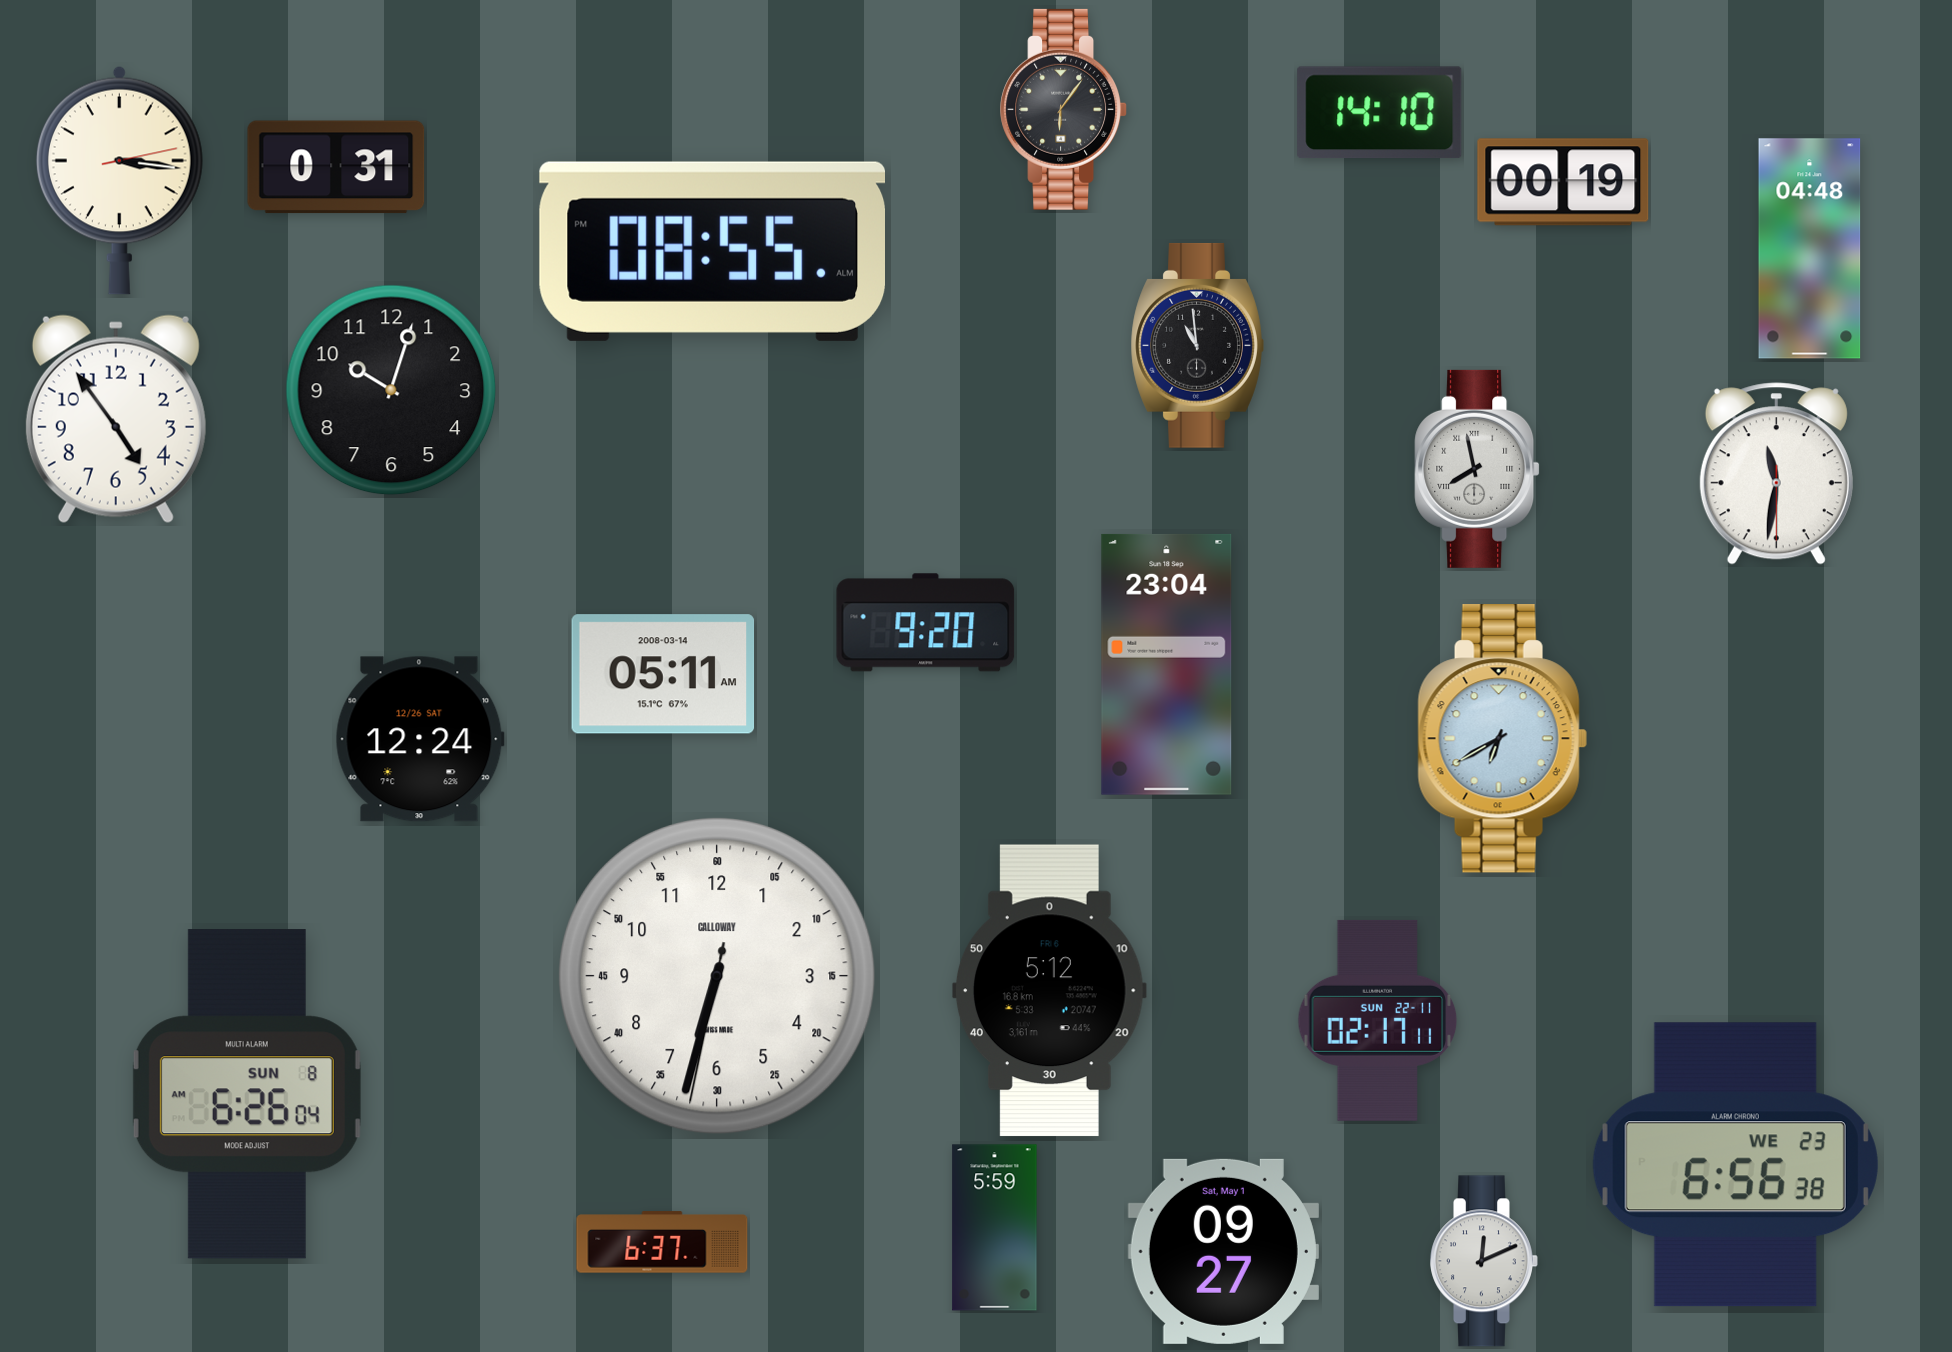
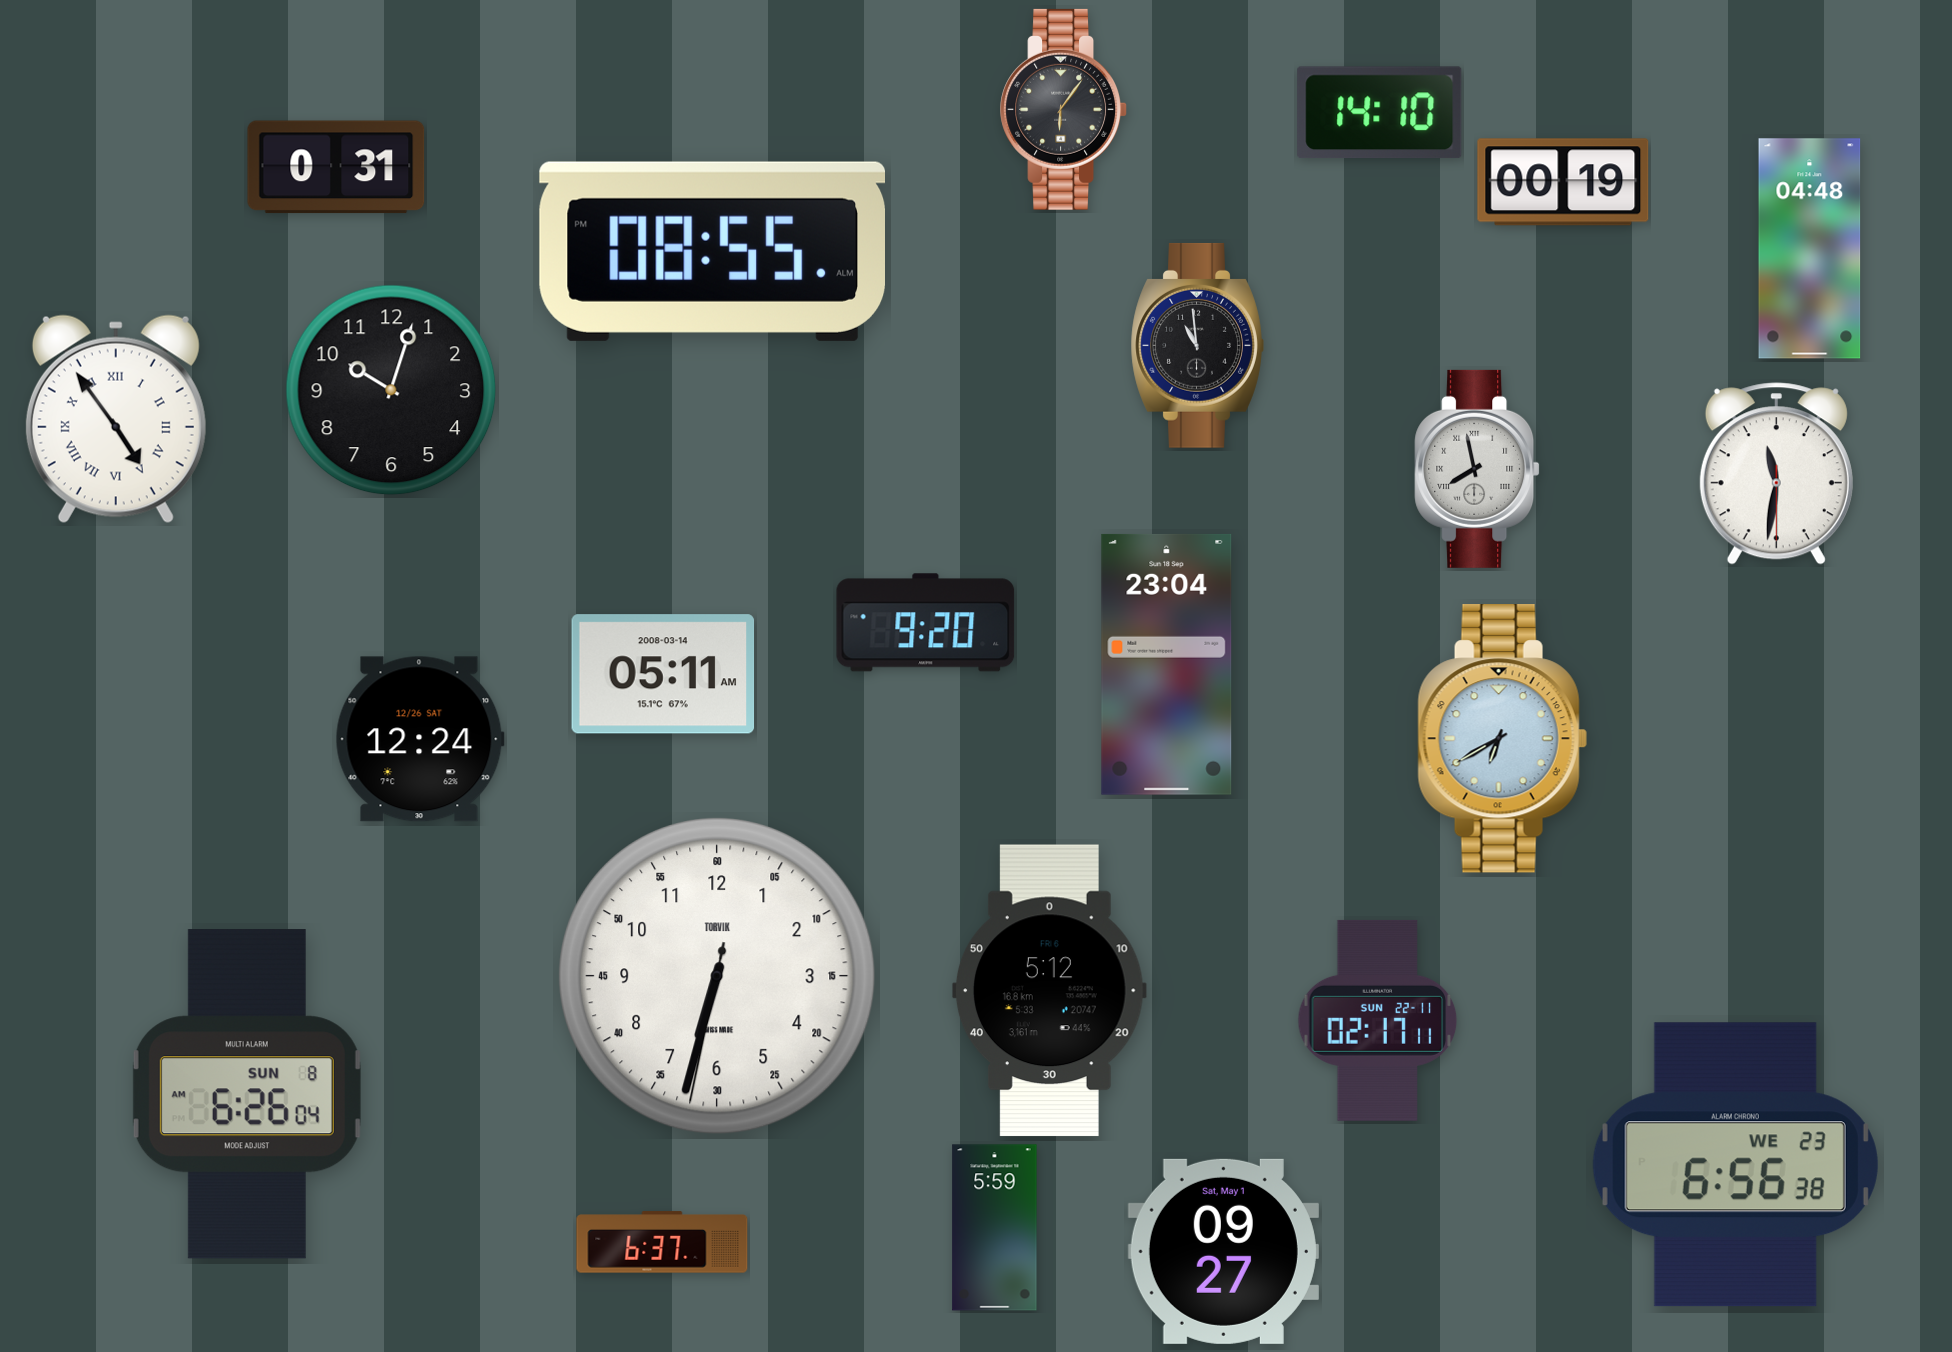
clock at (119, 180): 3:16 -> none
clock at (116, 419) numerals: Arabic -> Roman
clock at (718, 977) brand: CALLOWAY -> TORVIK
clock at (1484, 1261): 12:11 -> none
